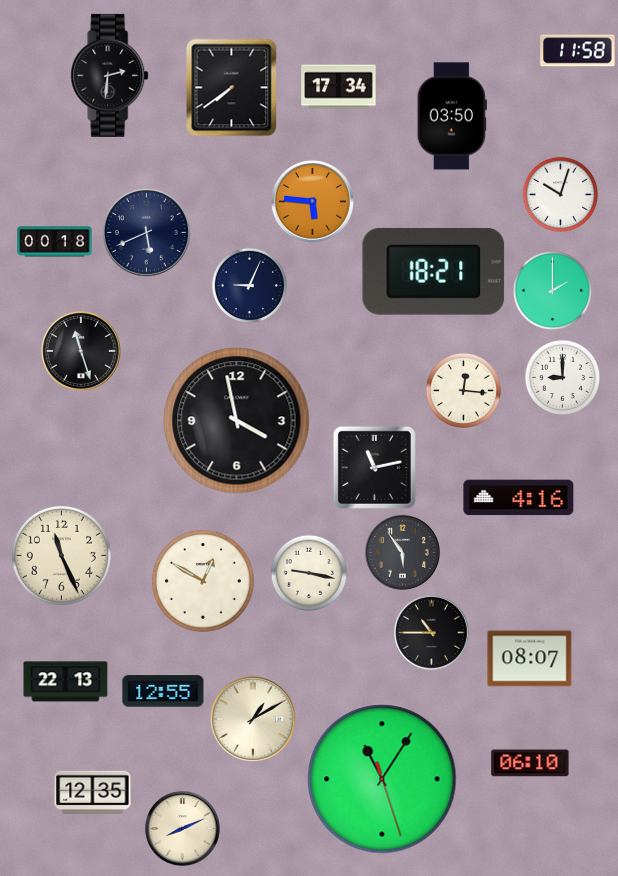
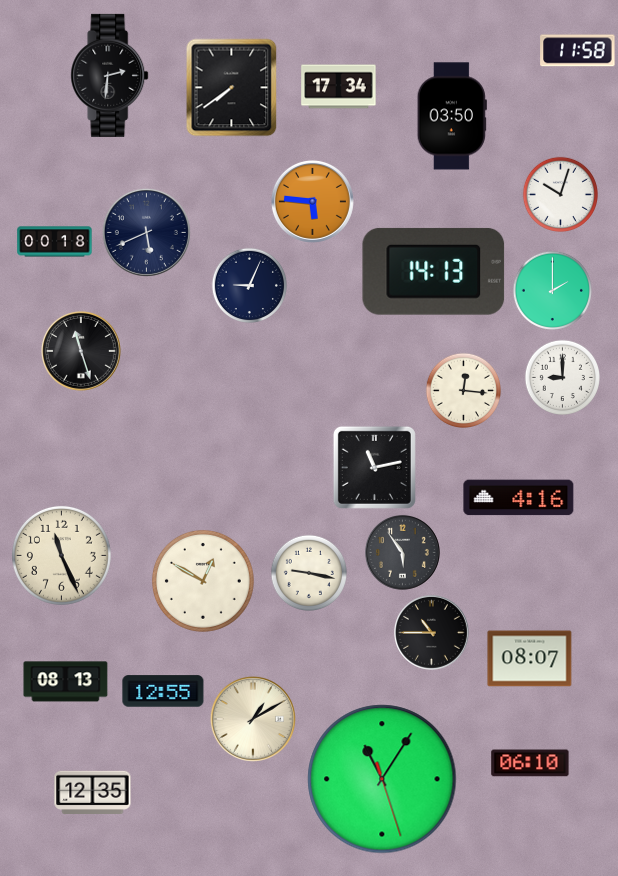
clock at (434, 271): 18:21 -> 14:13
clock at (237, 421): 3:58 -> none
clock at (66, 682): 22:13 -> 08:13
clock at (183, 829): 8:11 -> none
